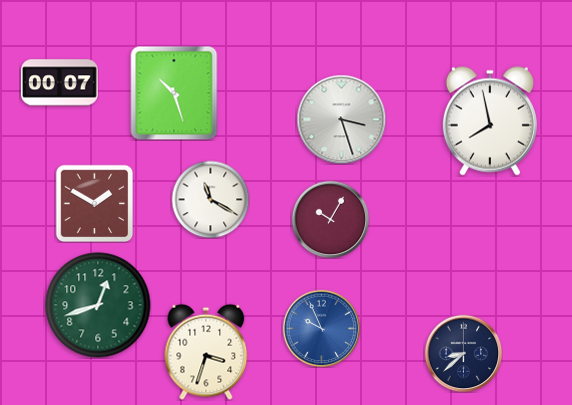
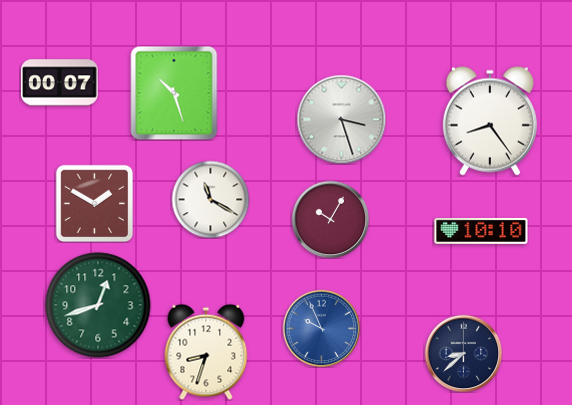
clock at (490, 121): 7:58 -> 8:24
clock at (481, 231): none -> 10:10
clock at (206, 352): 3:33 -> 8:33
